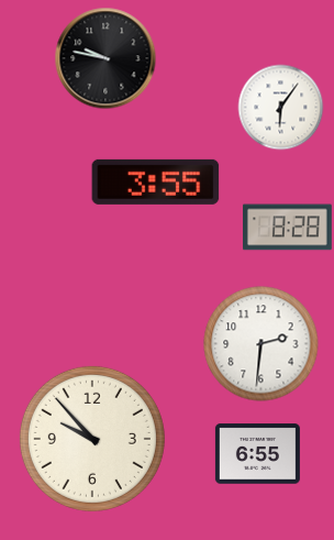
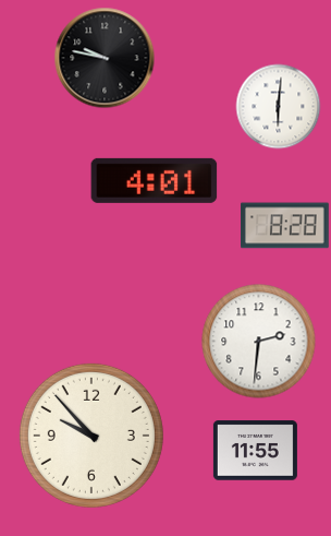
clock at (280, 107): 6:06 -> 6:01
clock at (156, 181): 3:55 -> 4:01
clock at (257, 454): 6:55 -> 11:55
